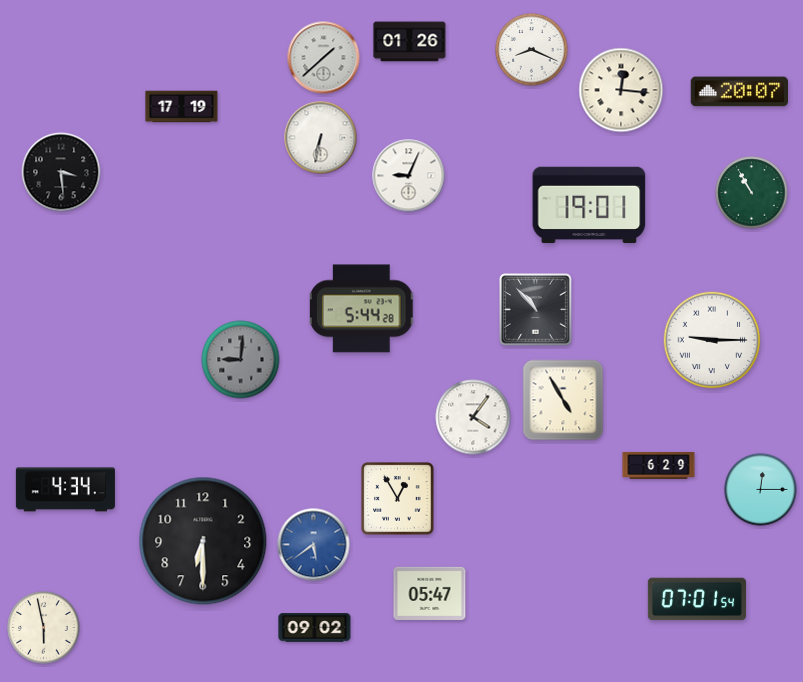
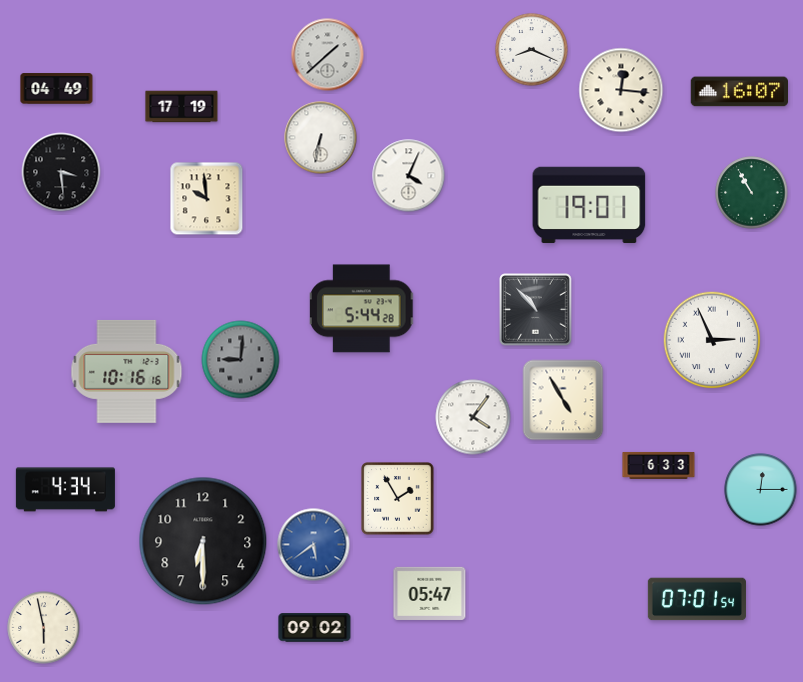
clock at (410, 42): 01:26 -> none
clock at (324, 58) position: (324, 58) -> (328, 55)
clock at (57, 89): none -> 04:49
clock at (739, 92): 20:07 -> 16:07
clock at (409, 176): 9:04 -> 4:04
clock at (207, 199): none -> 9:59
clock at (712, 340): 9:15 -> 2:56
clock at (127, 371): none -> 10:16
clock at (659, 465): 6:29 -> 6:33
clock at (398, 499): 12:55 -> 1:55
